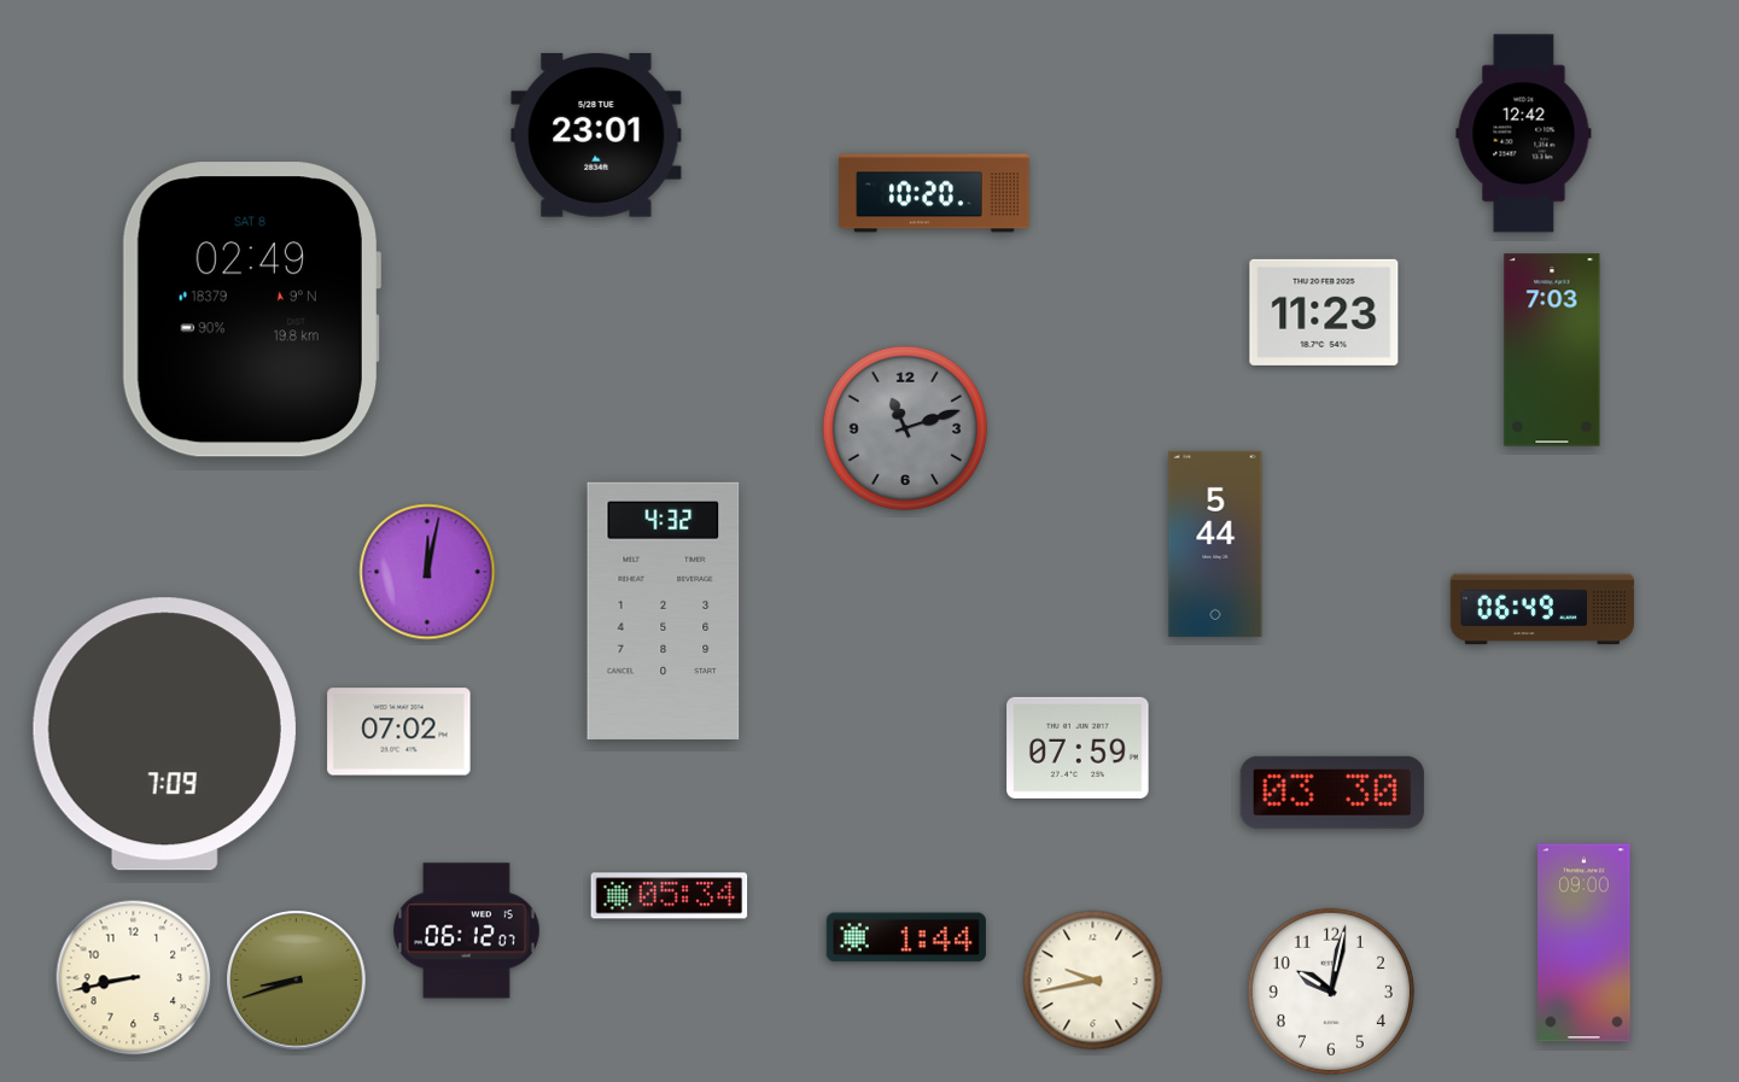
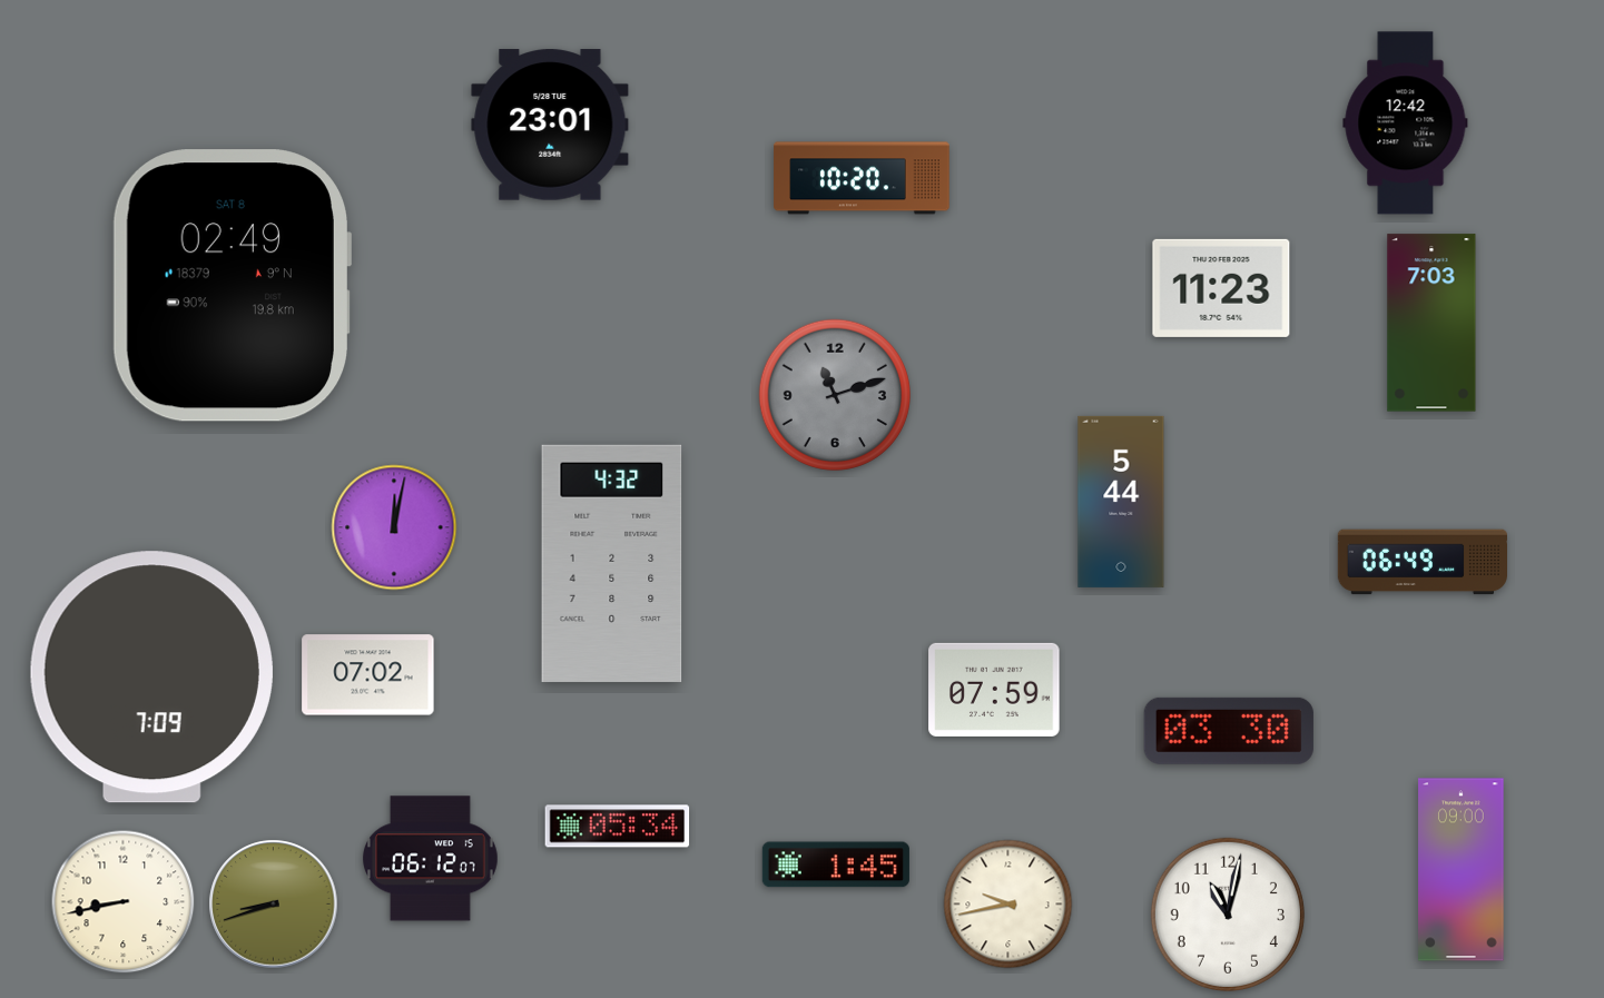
clock at (906, 937): 1:44 -> 1:45
clock at (1331, 992): 10:02 -> 11:02
